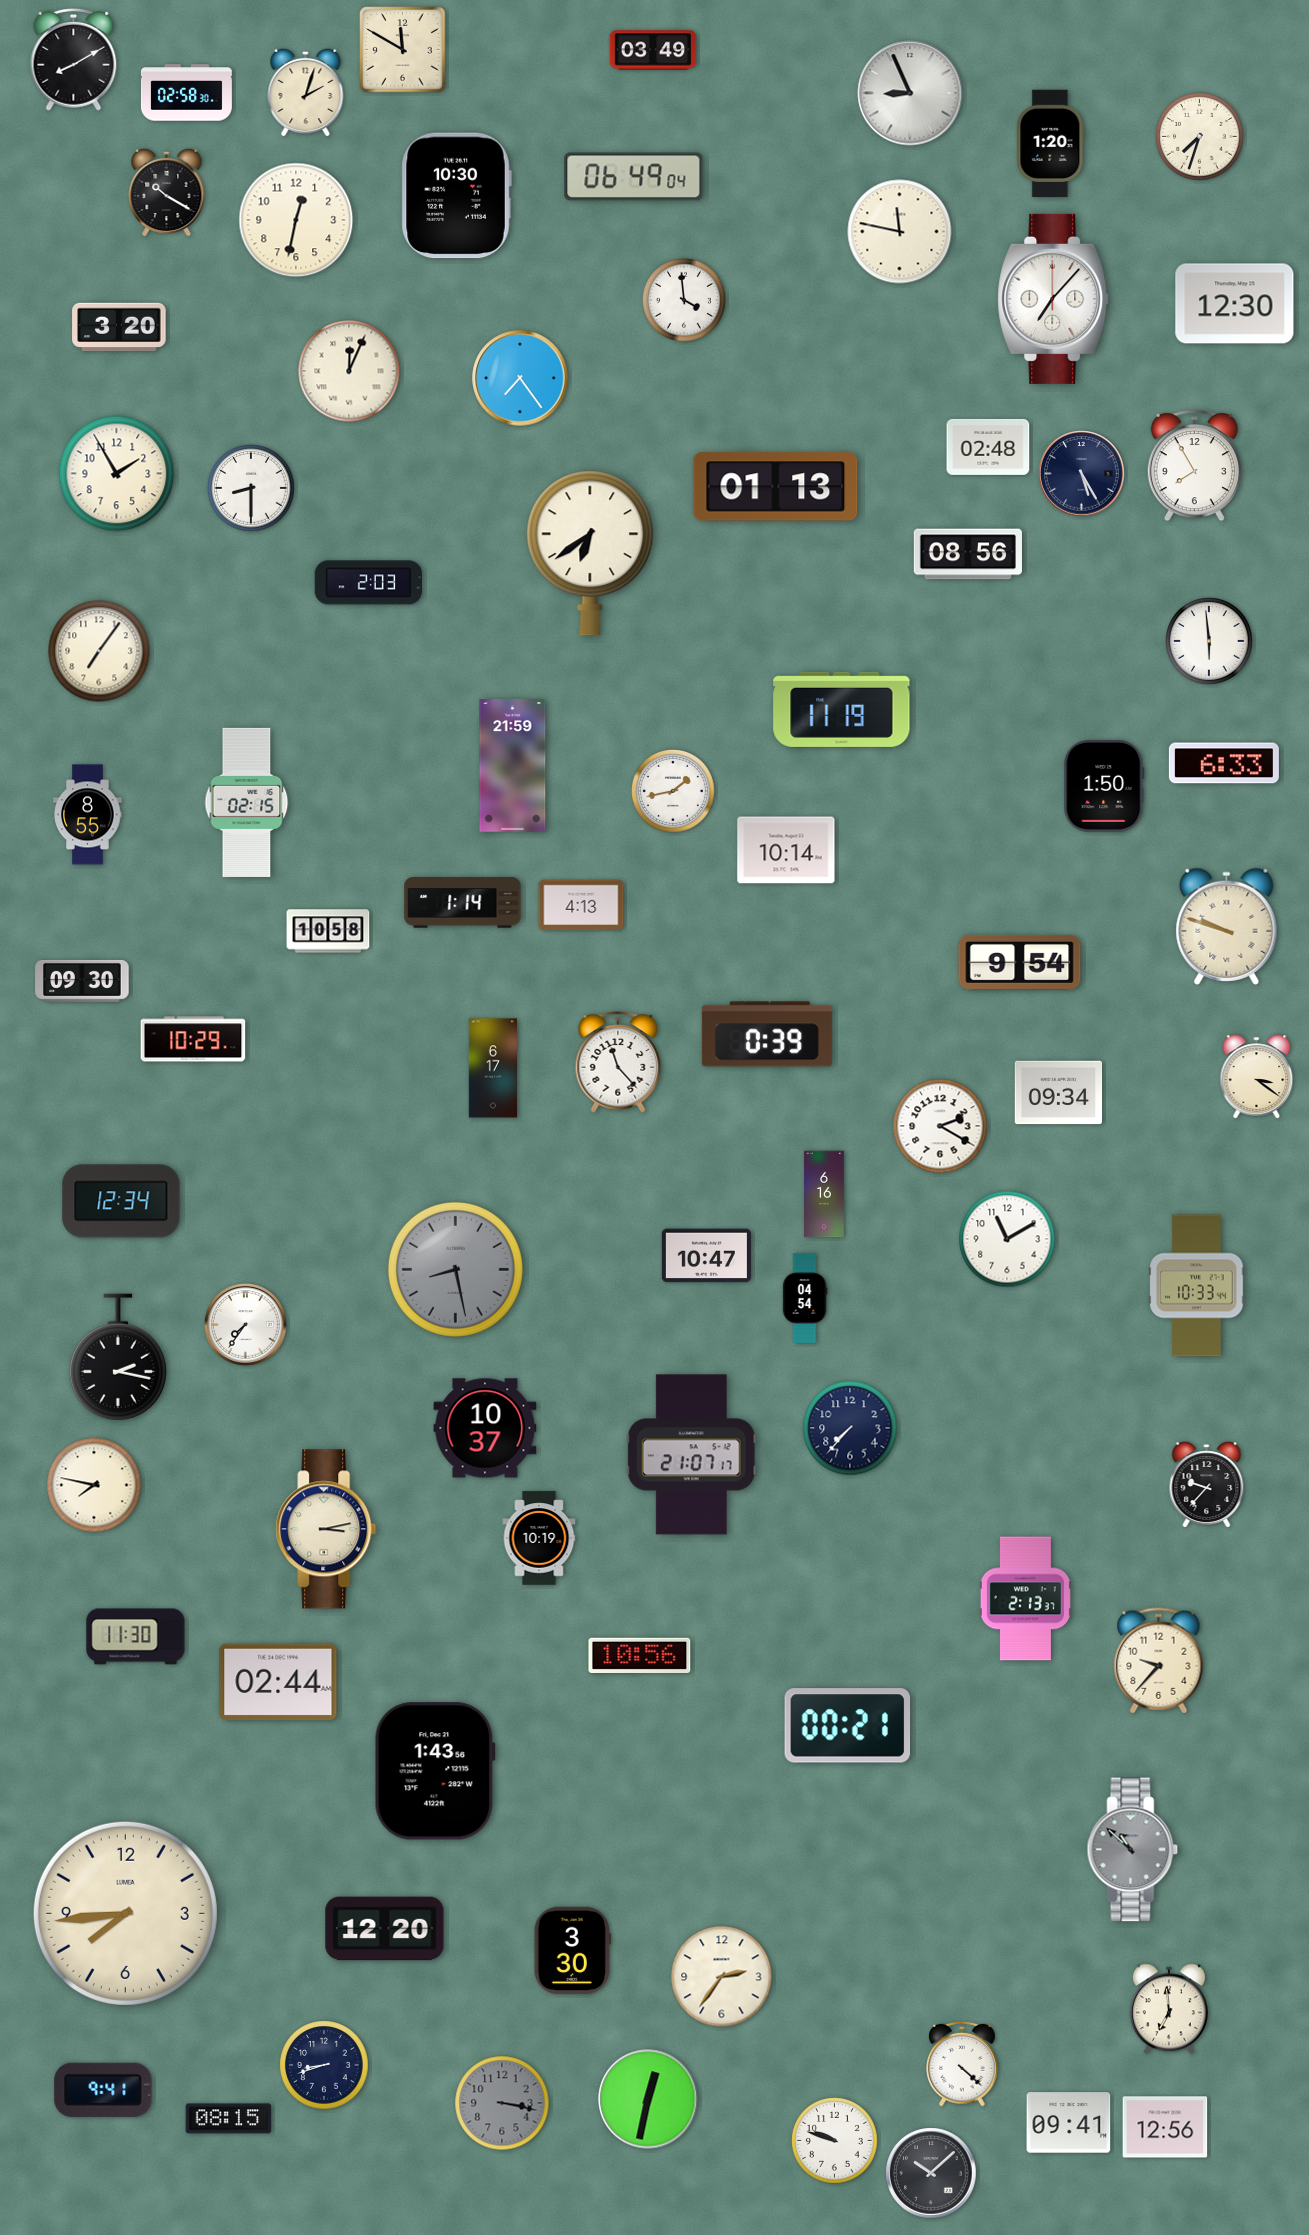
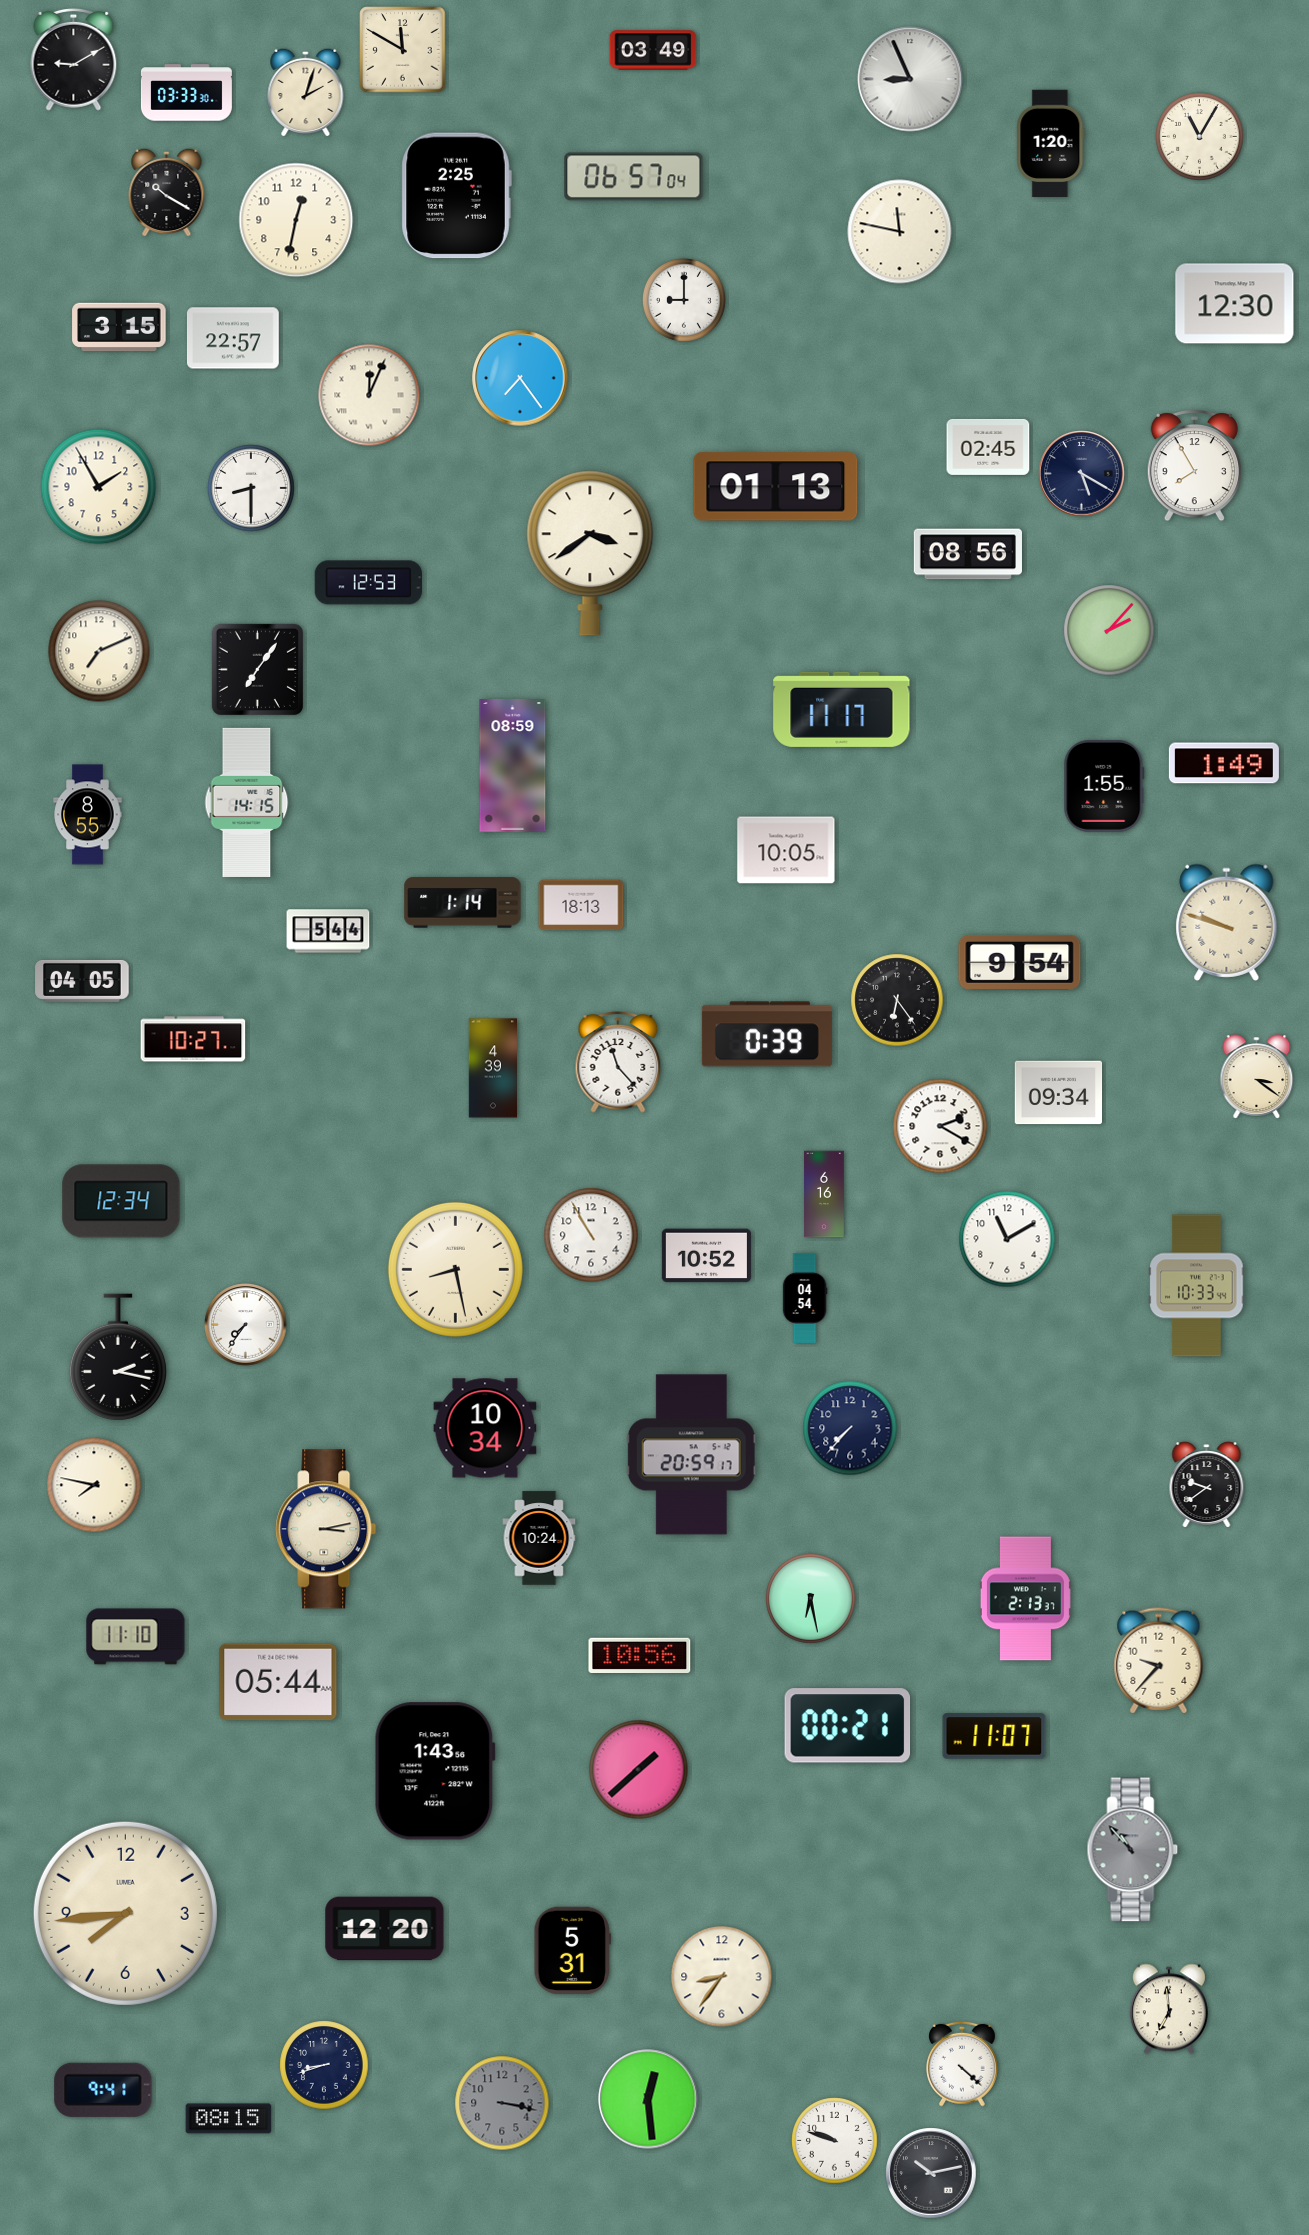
clock at (74, 59): 8:10 -> 9:10
clock at (186, 93): 02:58 -> 03:33
clock at (910, 93) position: (910, 93) -> (910, 79)
clock at (1200, 137): 7:33 -> 11:05
clock at (634, 177): 06:49 -> 06:57
clock at (456, 196): 10:30 -> 2:25
clock at (1053, 299): 7:07 -> none
clock at (684, 300): 3:59 -> 9:00
clock at (119, 327): 3:20 -> 3:15
clock at (233, 338): none -> 22:57
clock at (349, 371) position: (349, 371) -> (369, 395)
clock at (988, 447): 02:48 -> 02:45
clock at (117, 474) position: (117, 474) -> (99, 487)
clock at (1082, 474): 5:25 -> 5:20
clock at (590, 553): 6:39 -> 3:39
clock at (368, 583): 2:03 -> 12:53
clock at (1109, 630): none -> 2:07
clock at (1209, 641): 5:59 -> none
clock at (99, 651): 7:06 -> 7:11
clock at (257, 669): none -> 7:06
clock at (842, 709): 11:19 -> 11:17
clock at (1224, 763): 6:33 -> 1:49
clock at (513, 766): 21:59 -> 08:59
clock at (1104, 786): 1:50 -> 1:55
clock at (673, 791): 1:43 -> none
clock at (247, 802): 02:15 -> 14:15
clock at (786, 850): 10:14 -> 10:05
clock at (581, 905): 4:13 -> 18:13
clock at (1227, 926) position: (1227, 926) -> (1227, 922)
clock at (328, 931): 10:58 -> 5:44
clock at (82, 981): 09:30 -> 04:05
clock at (897, 1000): none -> 6:24
clock at (193, 1039): 10:29 -> 10:27
clock at (492, 1068): 6:17 -> 4:39
clock at (591, 1235): none -> 10:55
clock at (706, 1256): 10:47 -> 10:52
clock at (455, 1269) dial: grey -> cream
clock at (485, 1428): 10:37 -> 10:34
clock at (691, 1455): 21:07 -> 20:59
clock at (1207, 1485): 9:37 -> 9:39
clock at (539, 1538): 10:19 -> 10:24
clock at (811, 1599): none -> 6:28
clock at (136, 1637): 11:30 -> 11:10
clock at (278, 1682): 02:44 -> 05:44
clock at (994, 1736): none -> 11:07
clock at (639, 1770): none -> 1:38
clock at (1133, 1850): 10:52 -> 10:53
clock at (572, 1951): 3:30 -> 5:31
clock at (722, 1977): 2:36 -> 8:36
clock at (648, 2099): 12:32 -> 12:29
clock at (1069, 2123): 09:41 -> none
clock at (1165, 2127): 12:56 -> none
clock at (931, 2173): 10:08 -> 10:13
